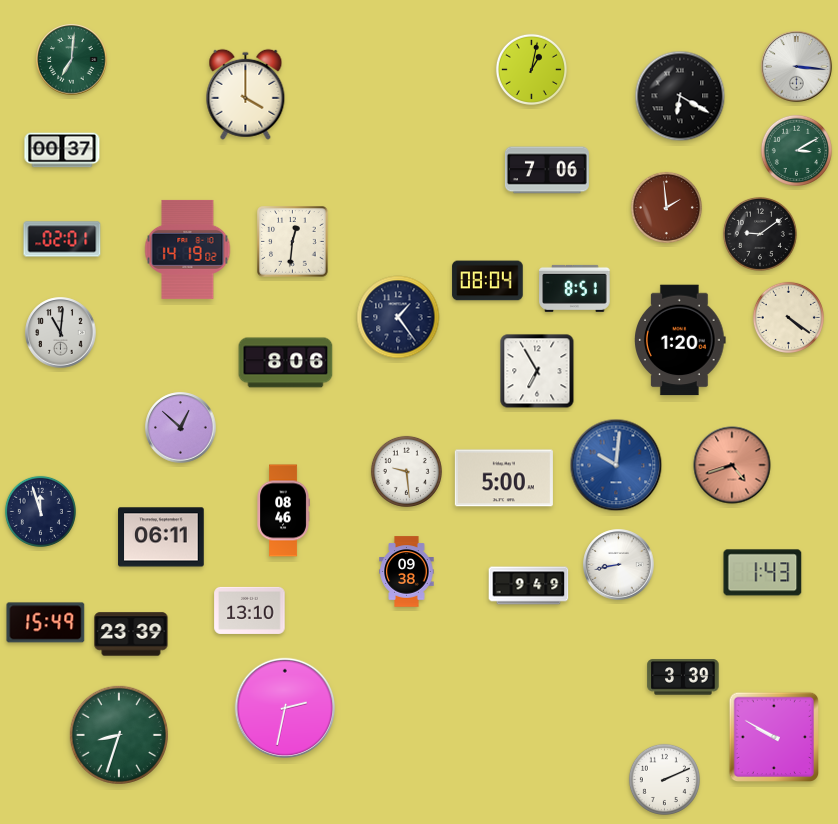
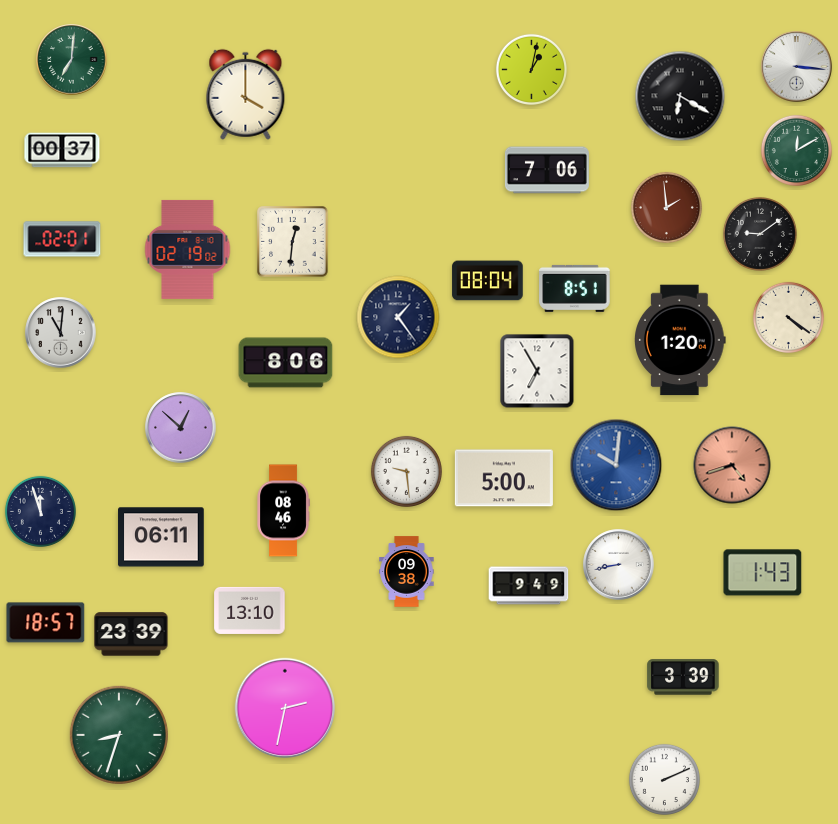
clock at (796, 150): 3:10 -> 12:10
clock at (188, 249): 14:19 -> 02:19
clock at (46, 623): 15:49 -> 18:57
clock at (774, 737): 9:50 -> none
